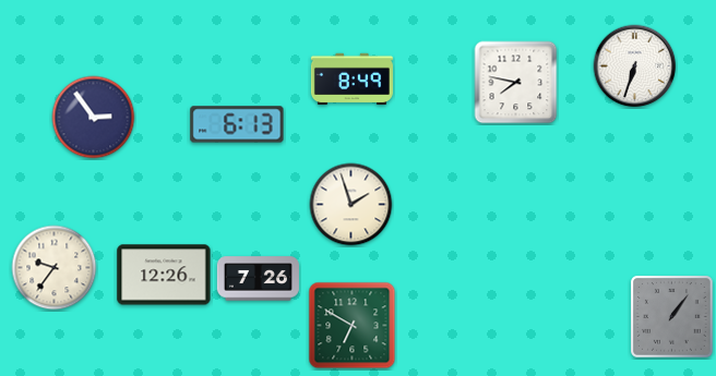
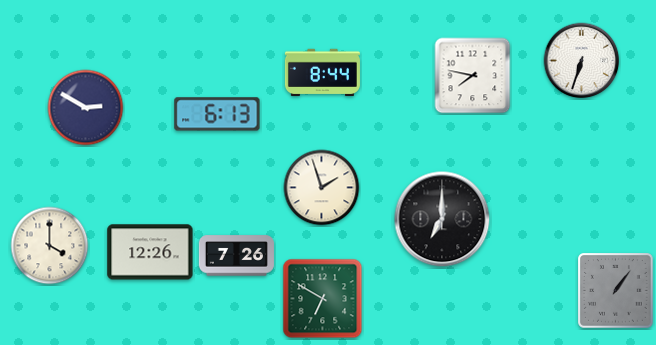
clock at (351, 80): 8:49 -> 8:44
clock at (94, 118): 2:54 -> 2:50
clock at (442, 219): none -> 7:00
clock at (55, 268): 9:36 -> 4:00
